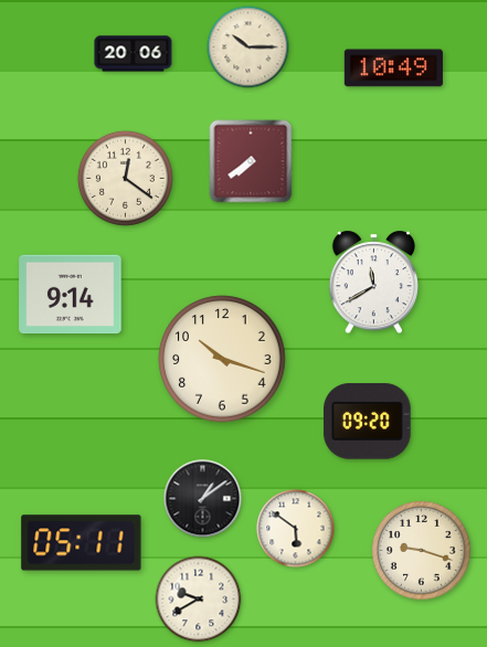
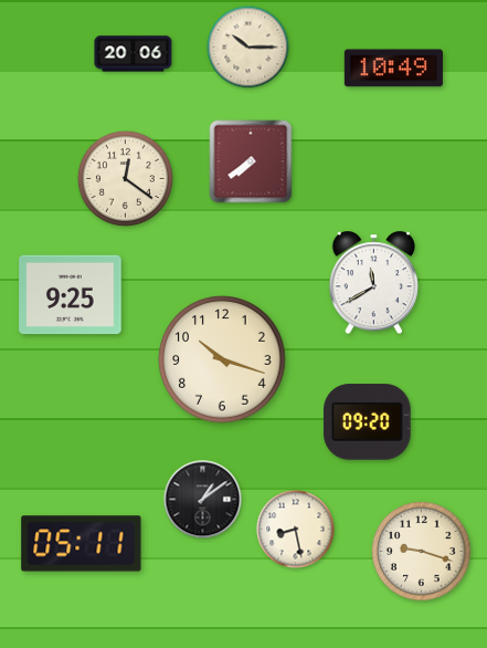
clock at (71, 295): 9:14 -> 9:25
clock at (296, 529): 5:51 -> 8:28
clock at (199, 600): 9:40 -> none
